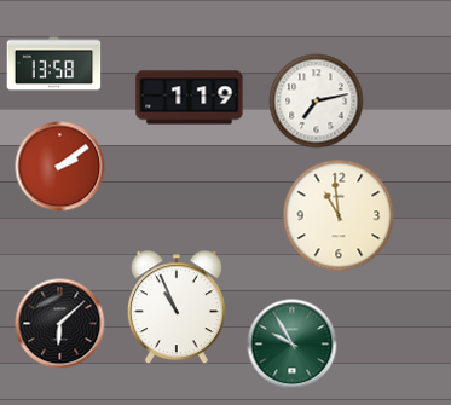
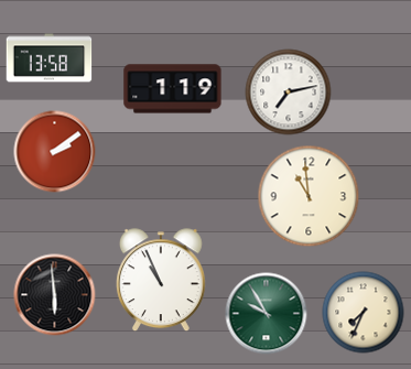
clock at (60, 324): 6:08 -> 5:59
clock at (364, 313): none -> 7:34
